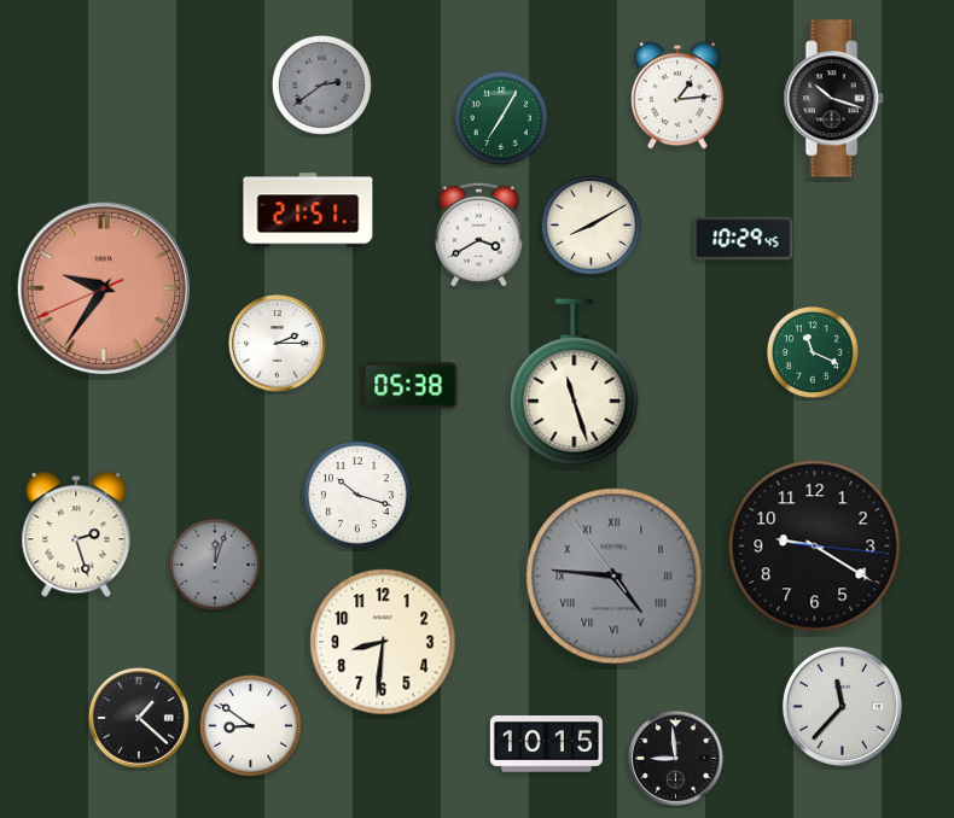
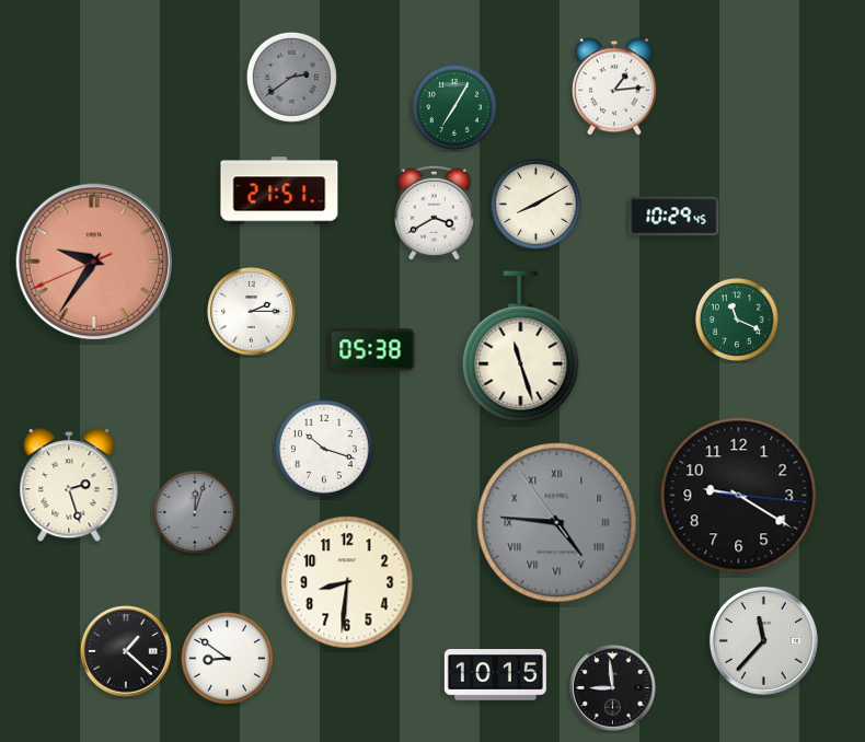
clock at (833, 99): 10:18 -> none
